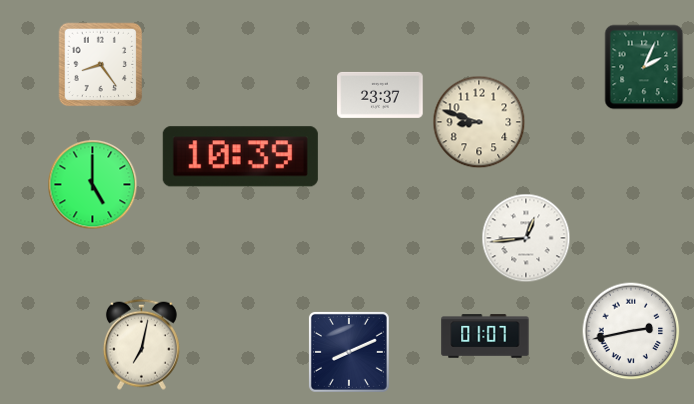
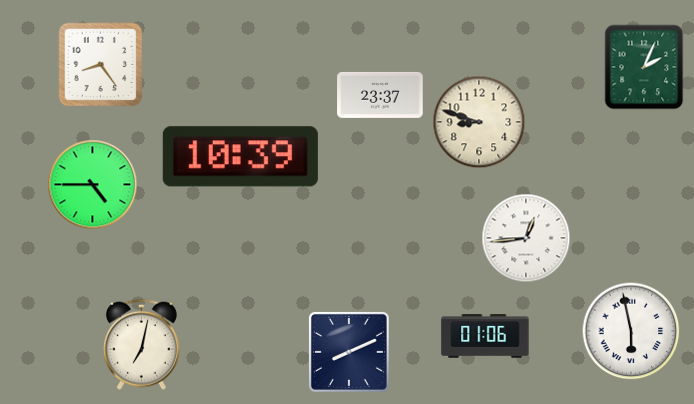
clock at (93, 185): 5:00 -> 4:45
clock at (631, 331): 2:43 -> 5:58
clock at (485, 336): 01:07 -> 01:06
